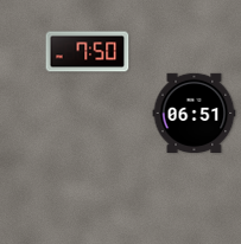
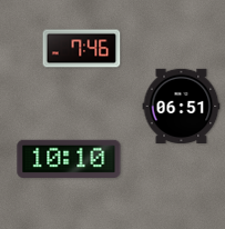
clock at (88, 52): 7:50 -> 7:46
clock at (69, 159): none -> 10:10
